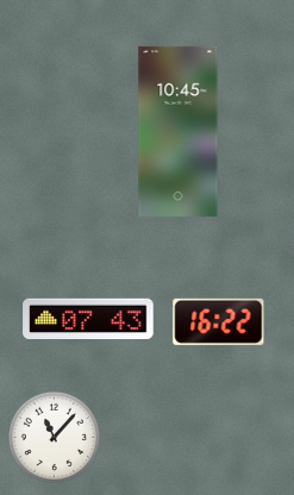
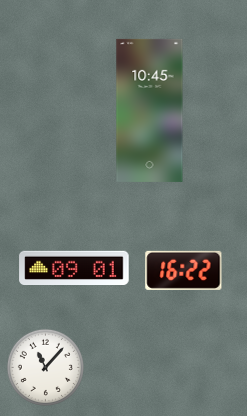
clock at (88, 319): 07:43 -> 09:01
